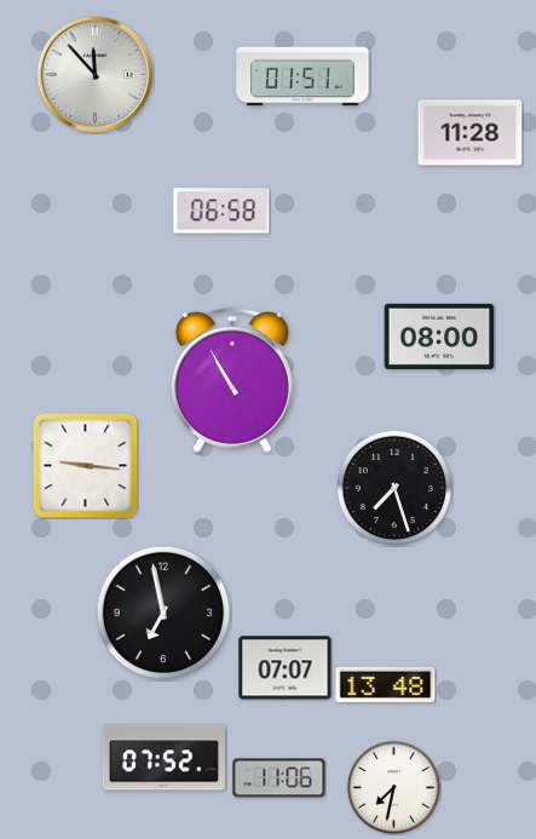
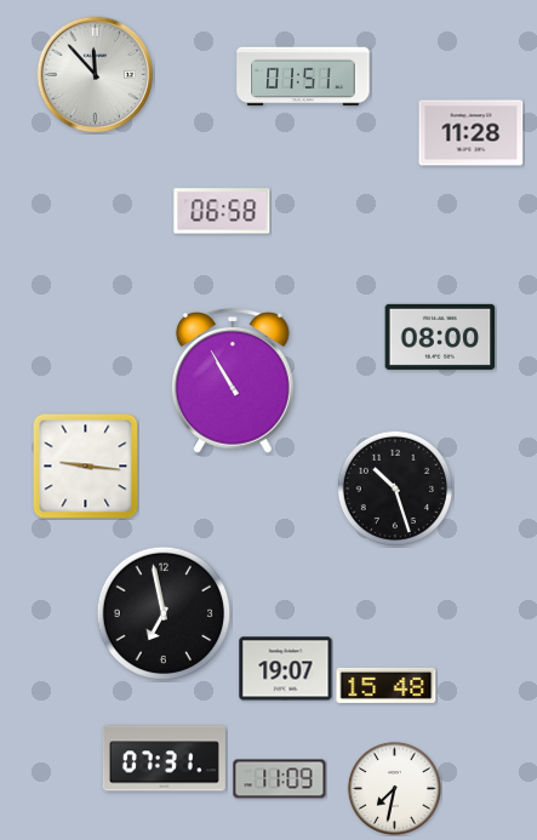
clock at (394, 488): 7:27 -> 10:27
clock at (286, 668): 07:07 -> 19:07
clock at (386, 684): 13:48 -> 15:48
clock at (163, 758): 07:52 -> 07:31
clock at (279, 778): 11:06 -> 11:09
